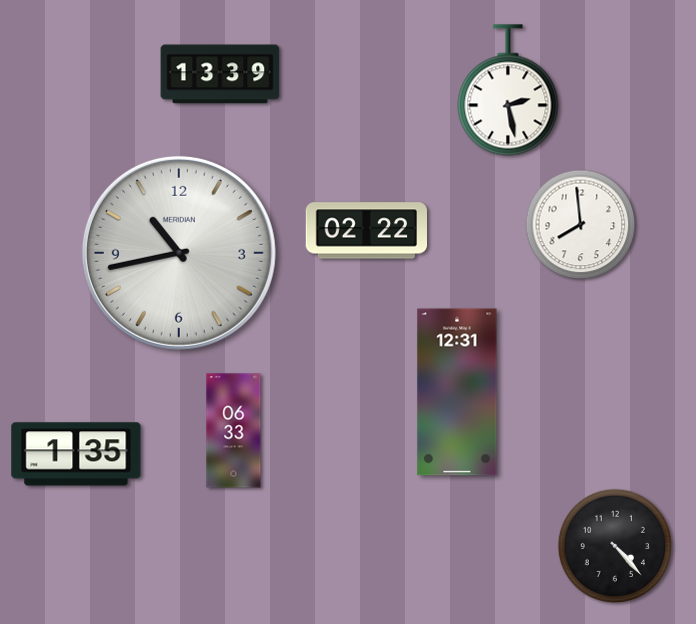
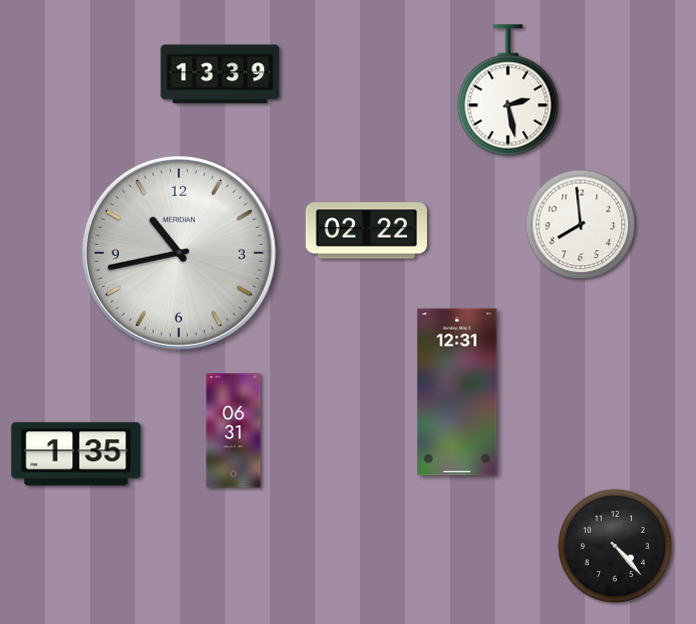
clock at (234, 431): 06:33 -> 06:31
